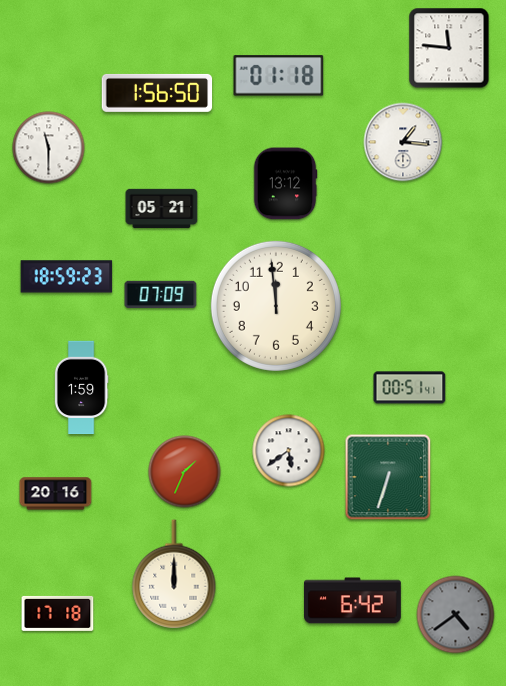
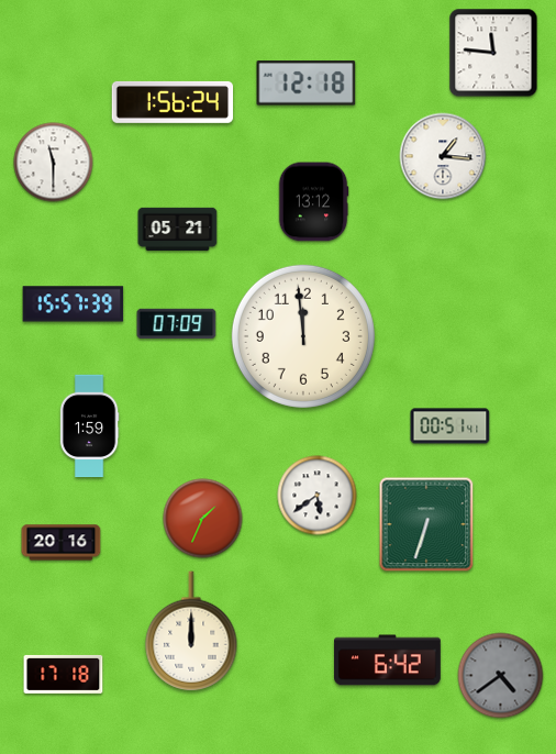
clock at (279, 76): 01:18 -> 12:18
clock at (157, 93): 1:56:50 -> 1:56:24
clock at (67, 277): 18:59 -> 15:57
